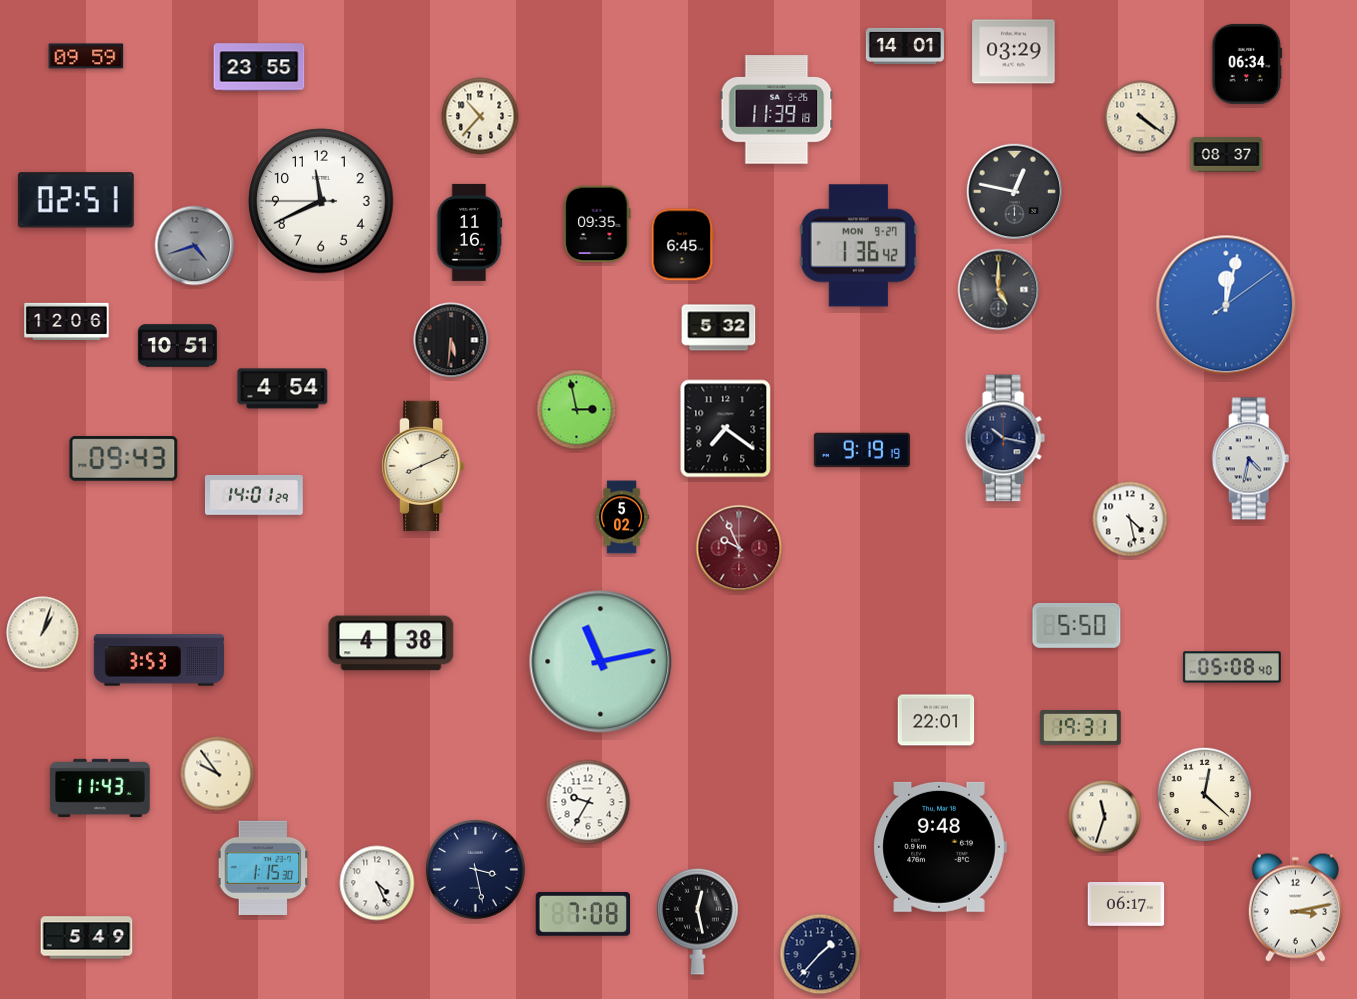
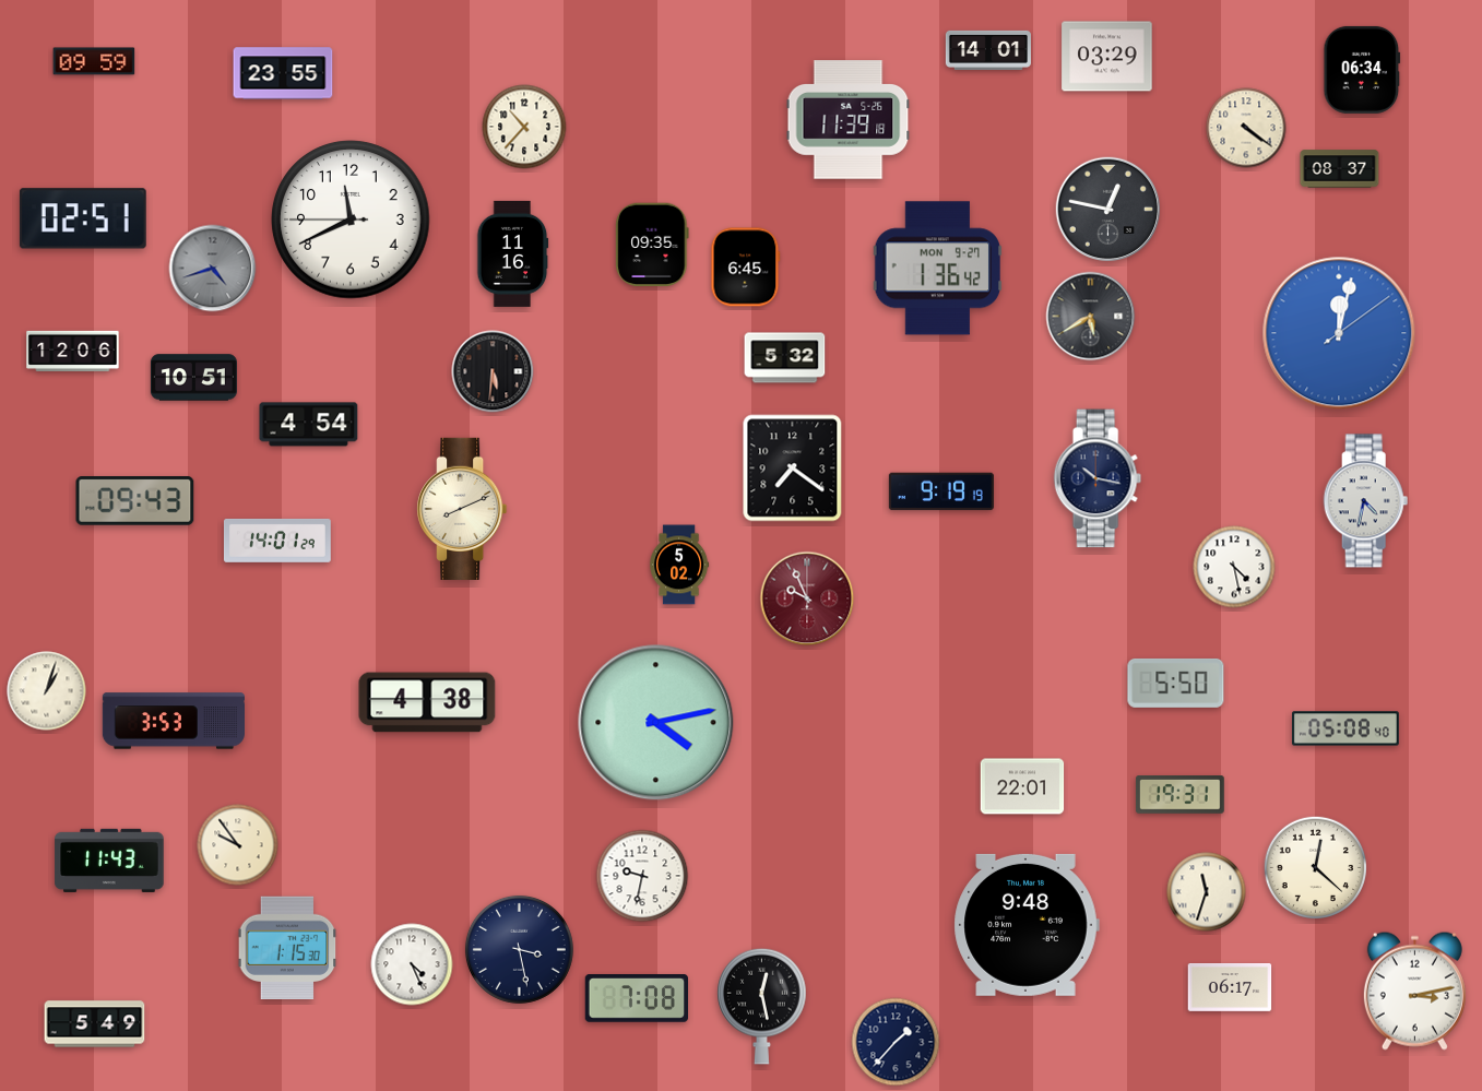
clock at (999, 290): 5:00 -> 5:40
clock at (577, 410): 2:58 -> none
clock at (601, 662): 11:13 -> 4:13
clock at (588, 802): 9:35 -> 9:32
